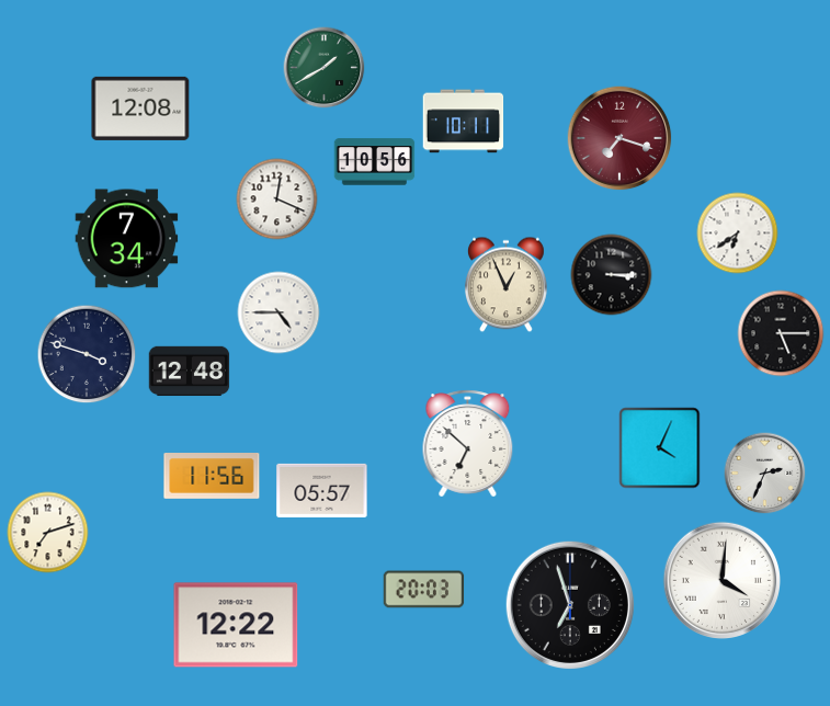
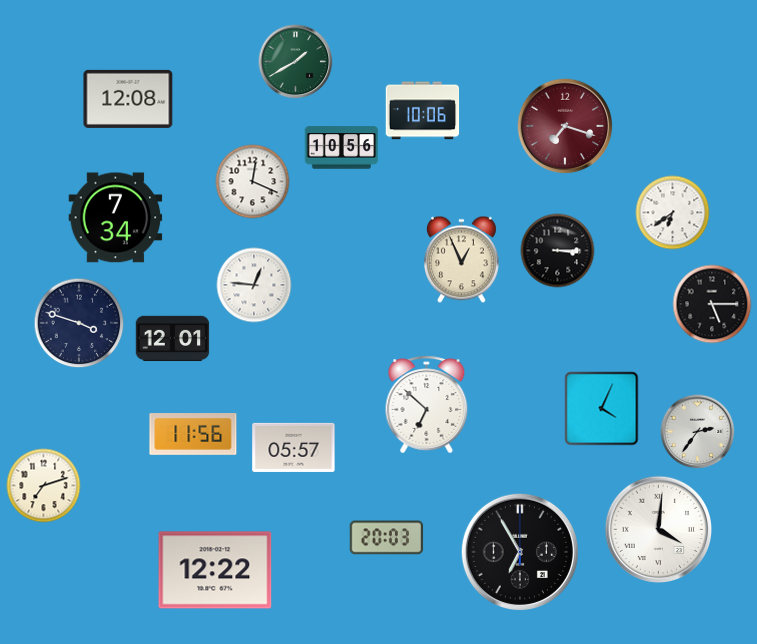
clock at (464, 122): 10:11 -> 10:06
clock at (278, 312): 4:45 -> 12:46
clock at (190, 372): 12:48 -> 12:01
clock at (765, 474): 2:34 -> 2:36
clock at (570, 605): 6:57 -> 6:55
